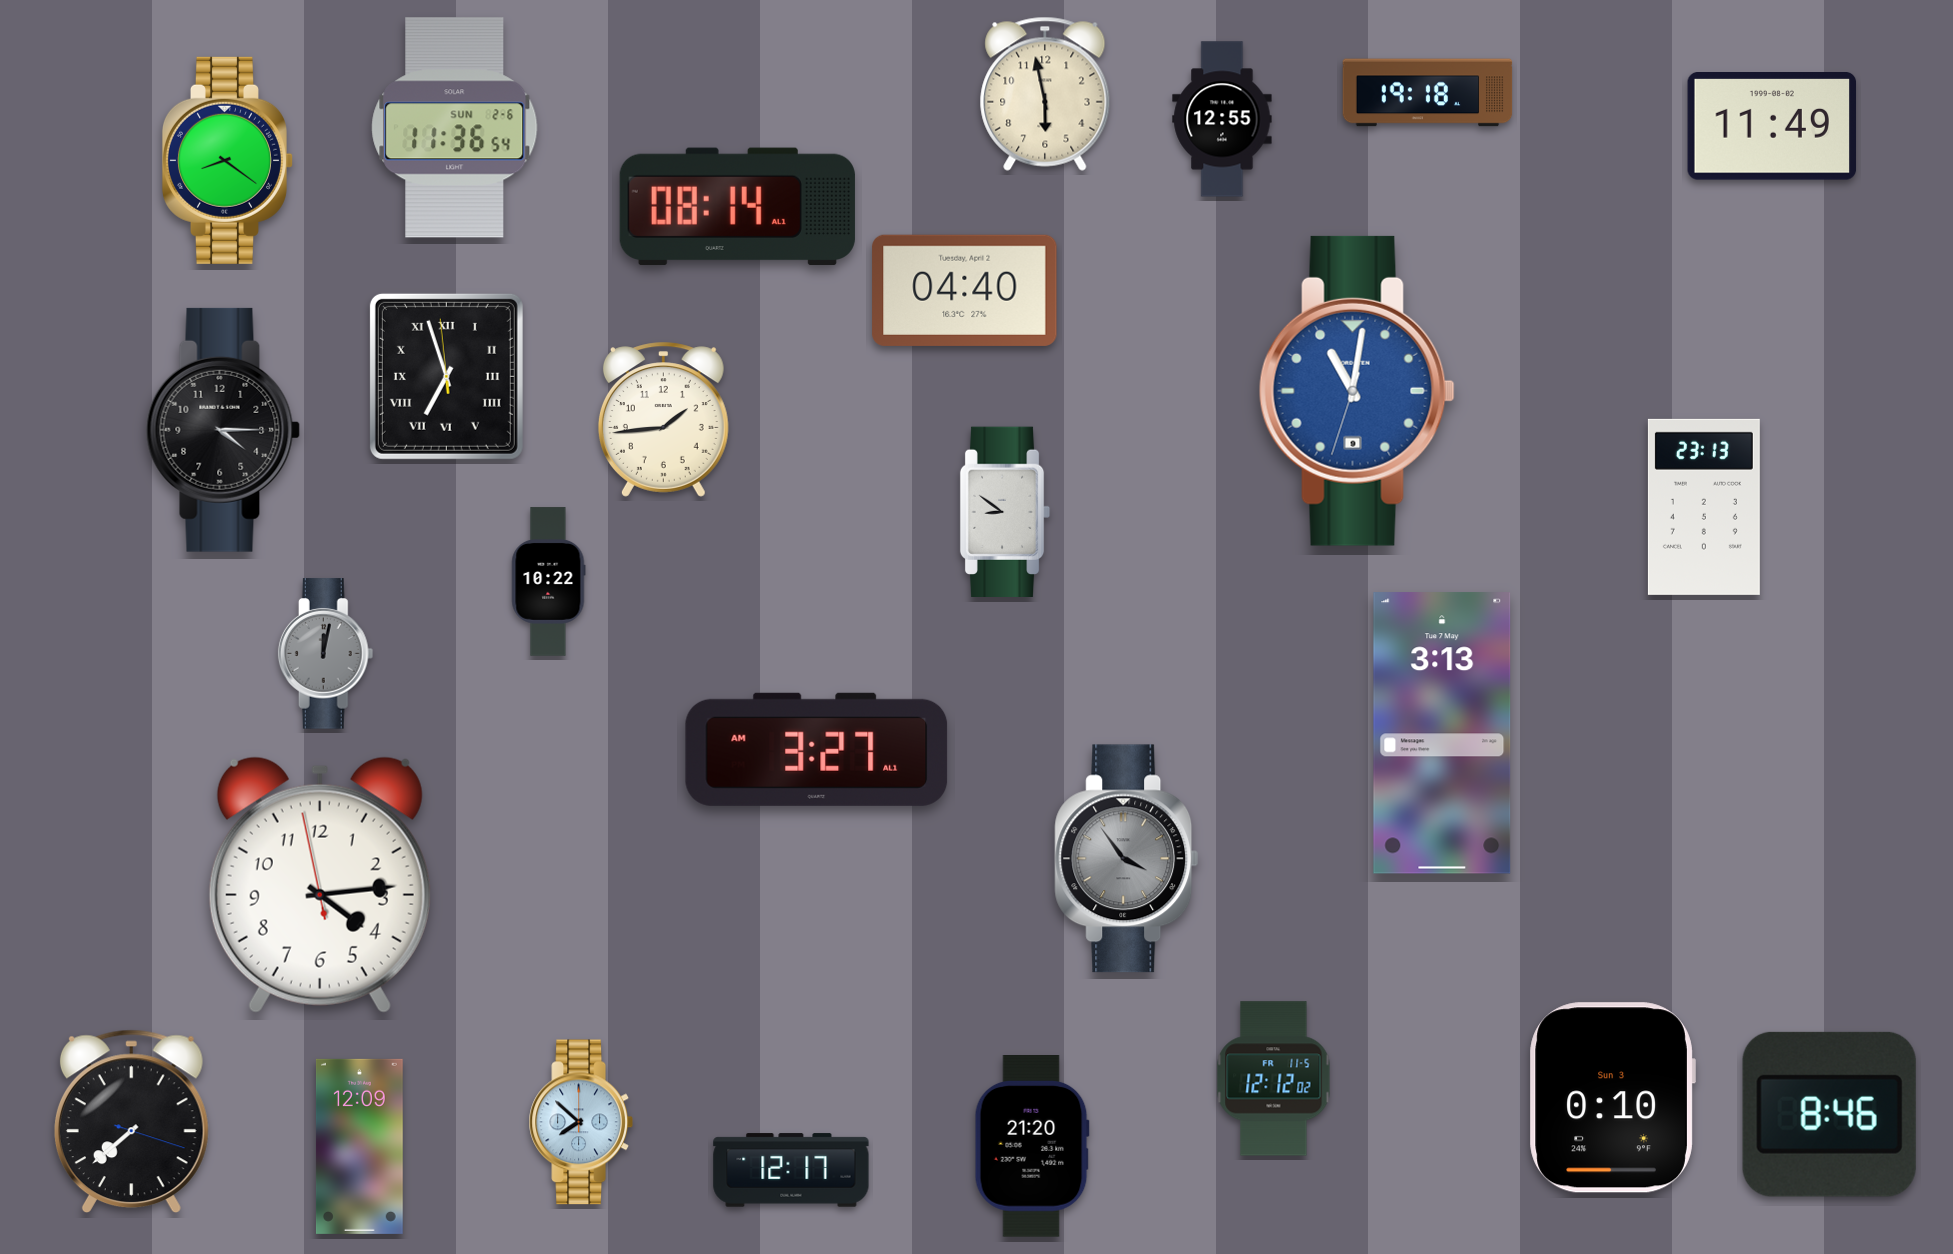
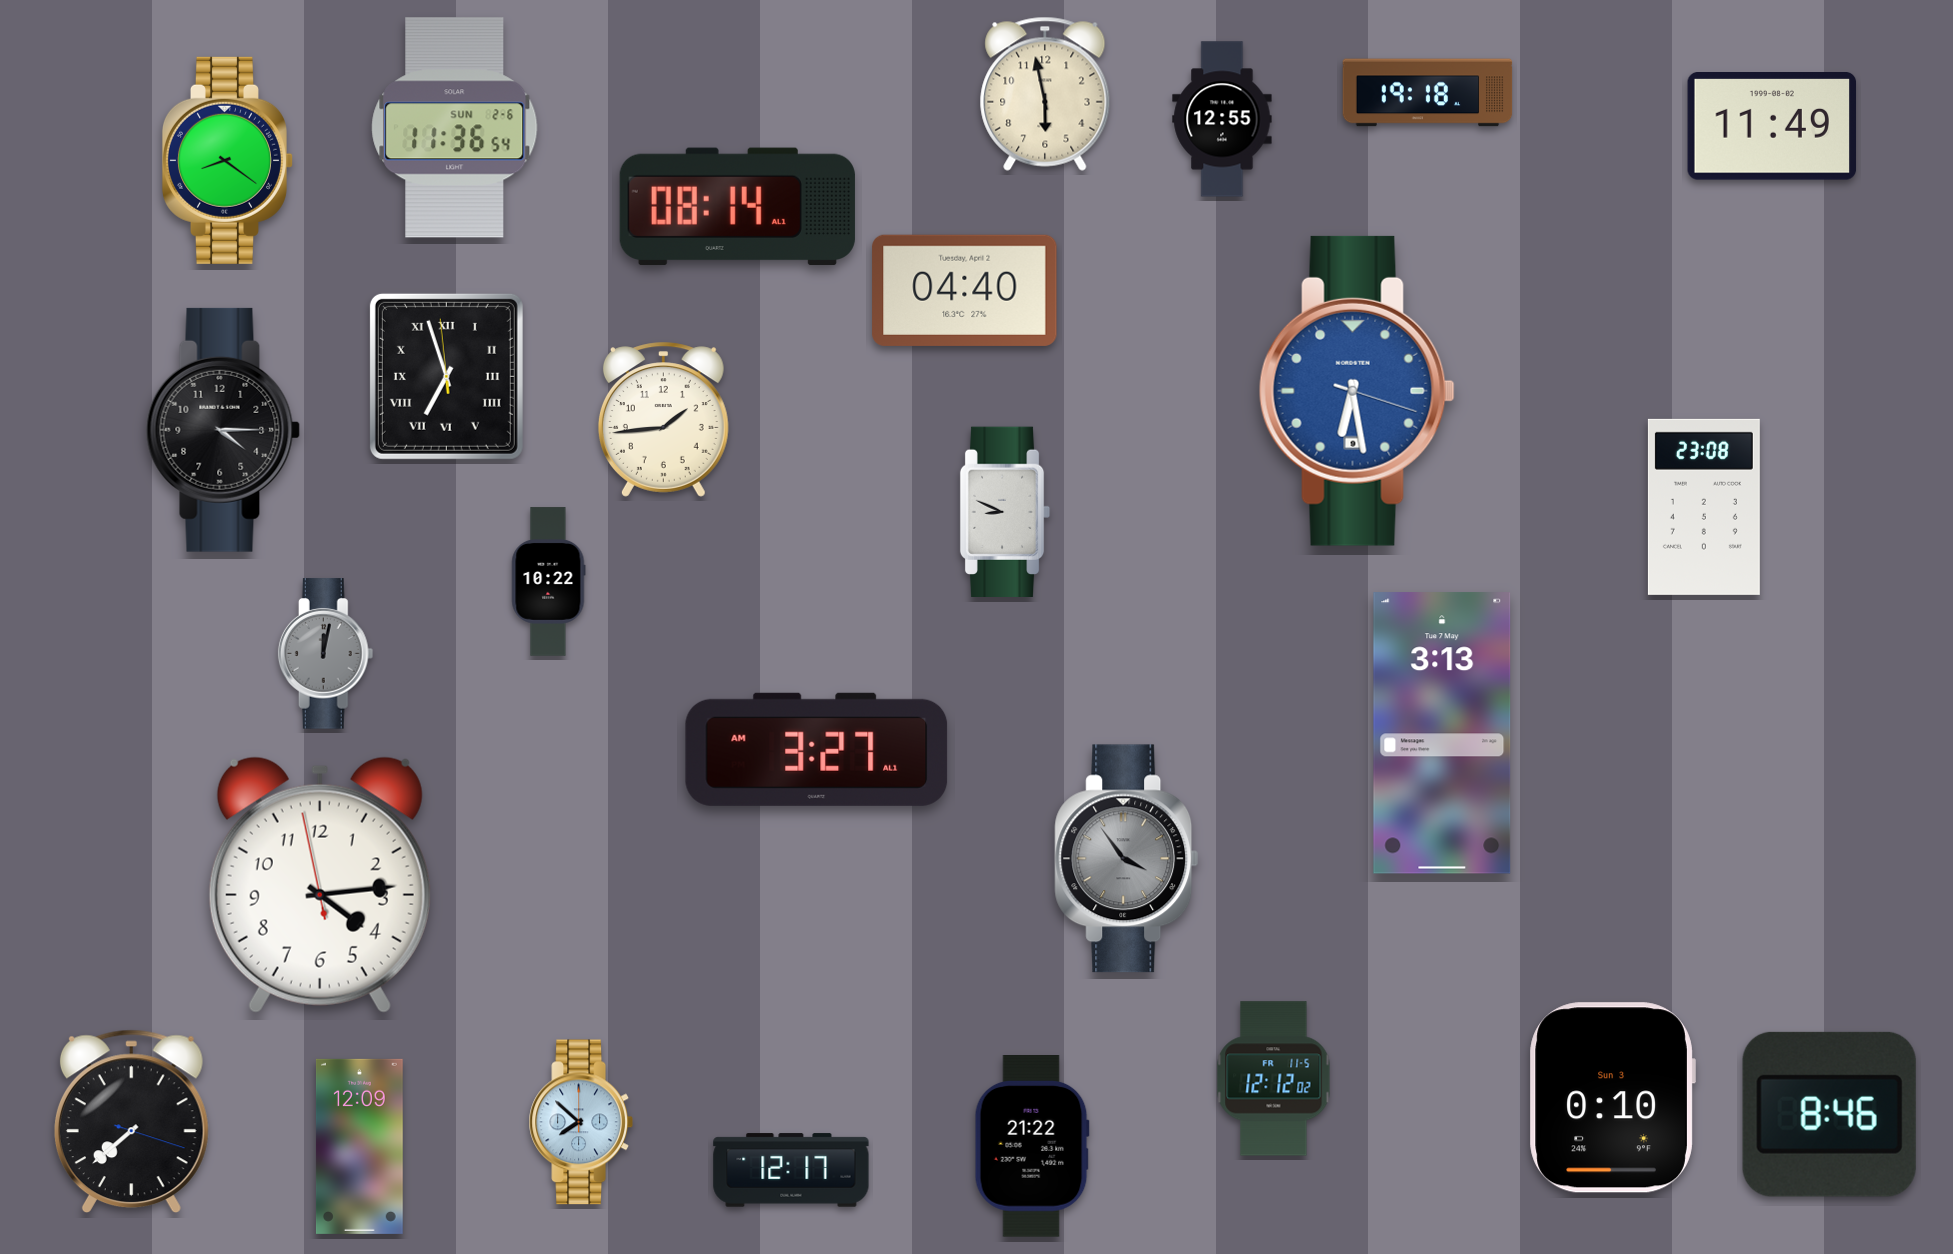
clock at (1357, 391): 11:01 -> 6:28
clock at (1704, 507): 23:13 -> 23:08
clock at (1005, 511): 8:51 -> 8:49
clock at (1032, 1147): 21:20 -> 21:22
